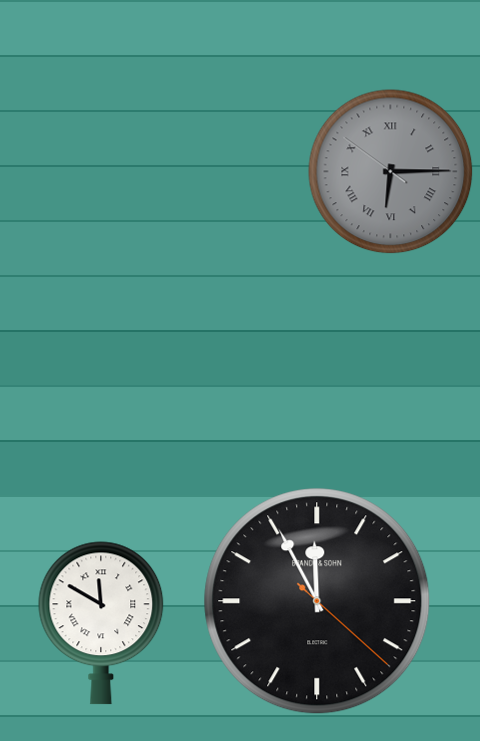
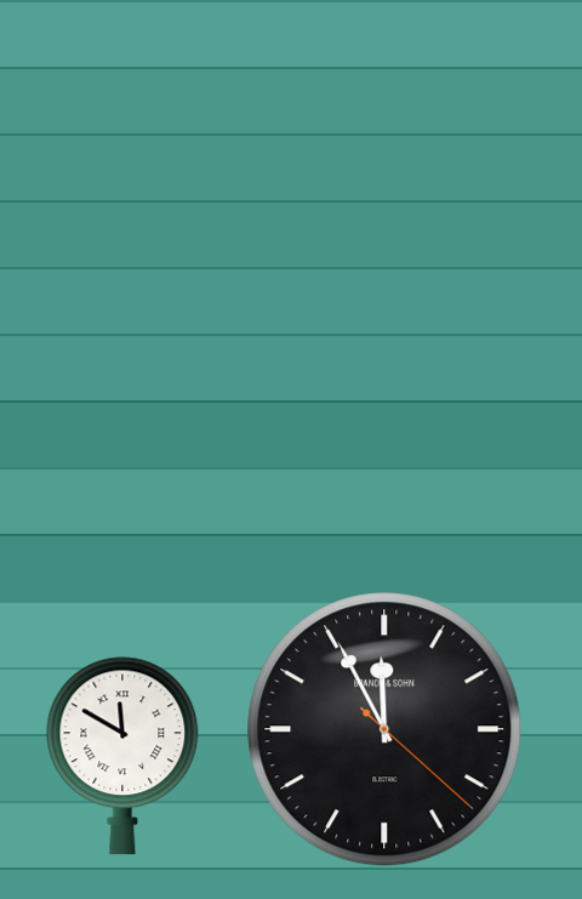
clock at (391, 172): 6:14 -> none
